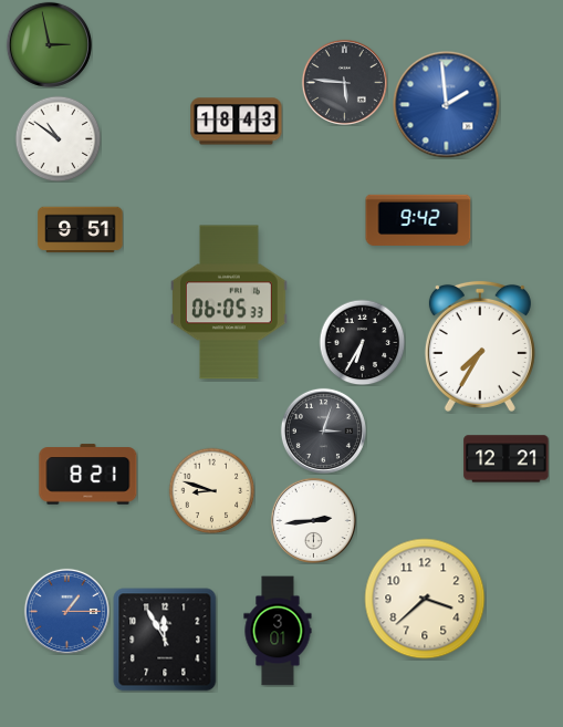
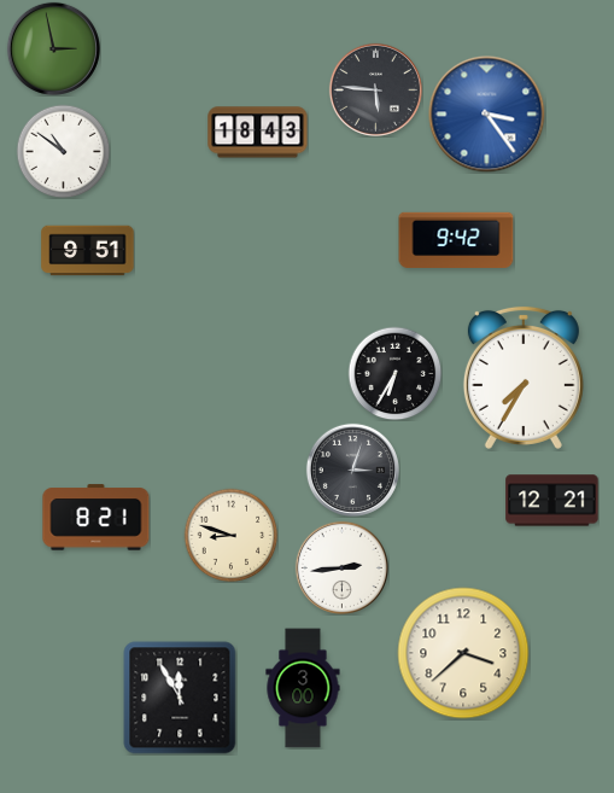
clock at (447, 105): 1:59 -> 3:24
clock at (230, 302): 06:05 -> none
clock at (66, 611): 1:15 -> none
clock at (278, 631): 3:01 -> 3:00
